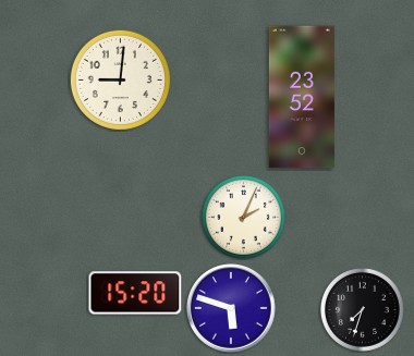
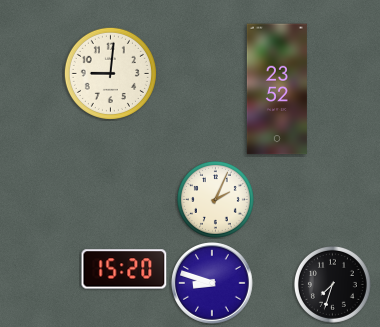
clock at (243, 217) position: (243, 217) -> (215, 199)
clock at (232, 309): 5:48 -> 8:48
